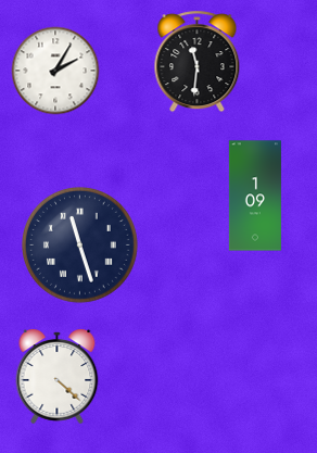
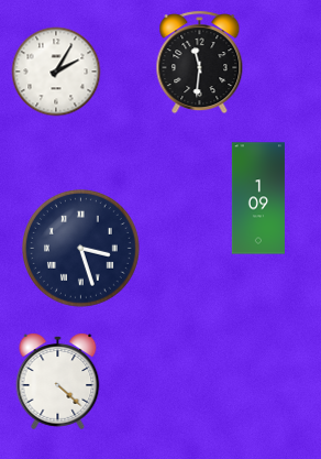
clock at (80, 246): 11:27 -> 3:27
